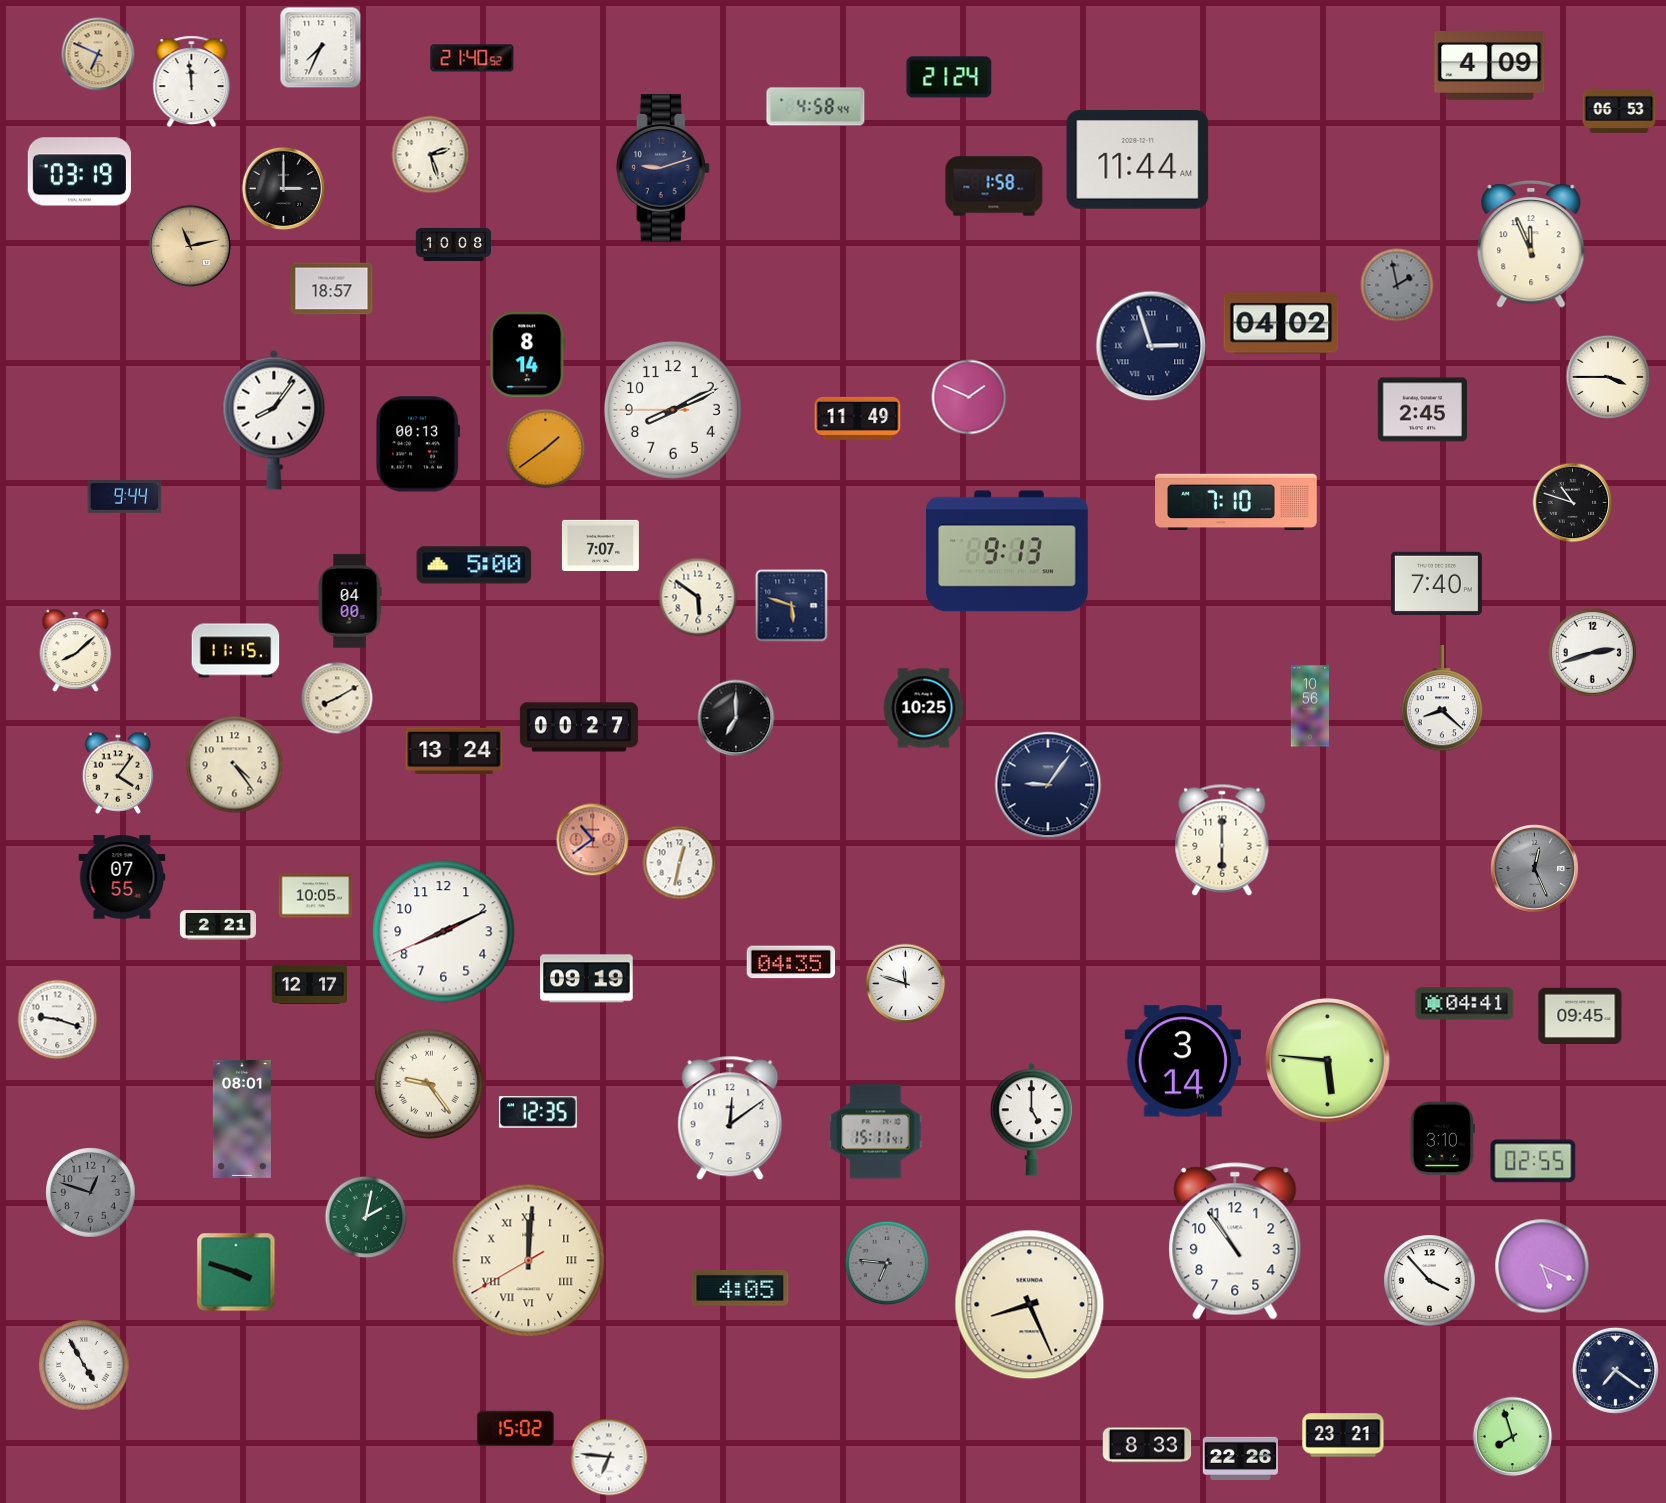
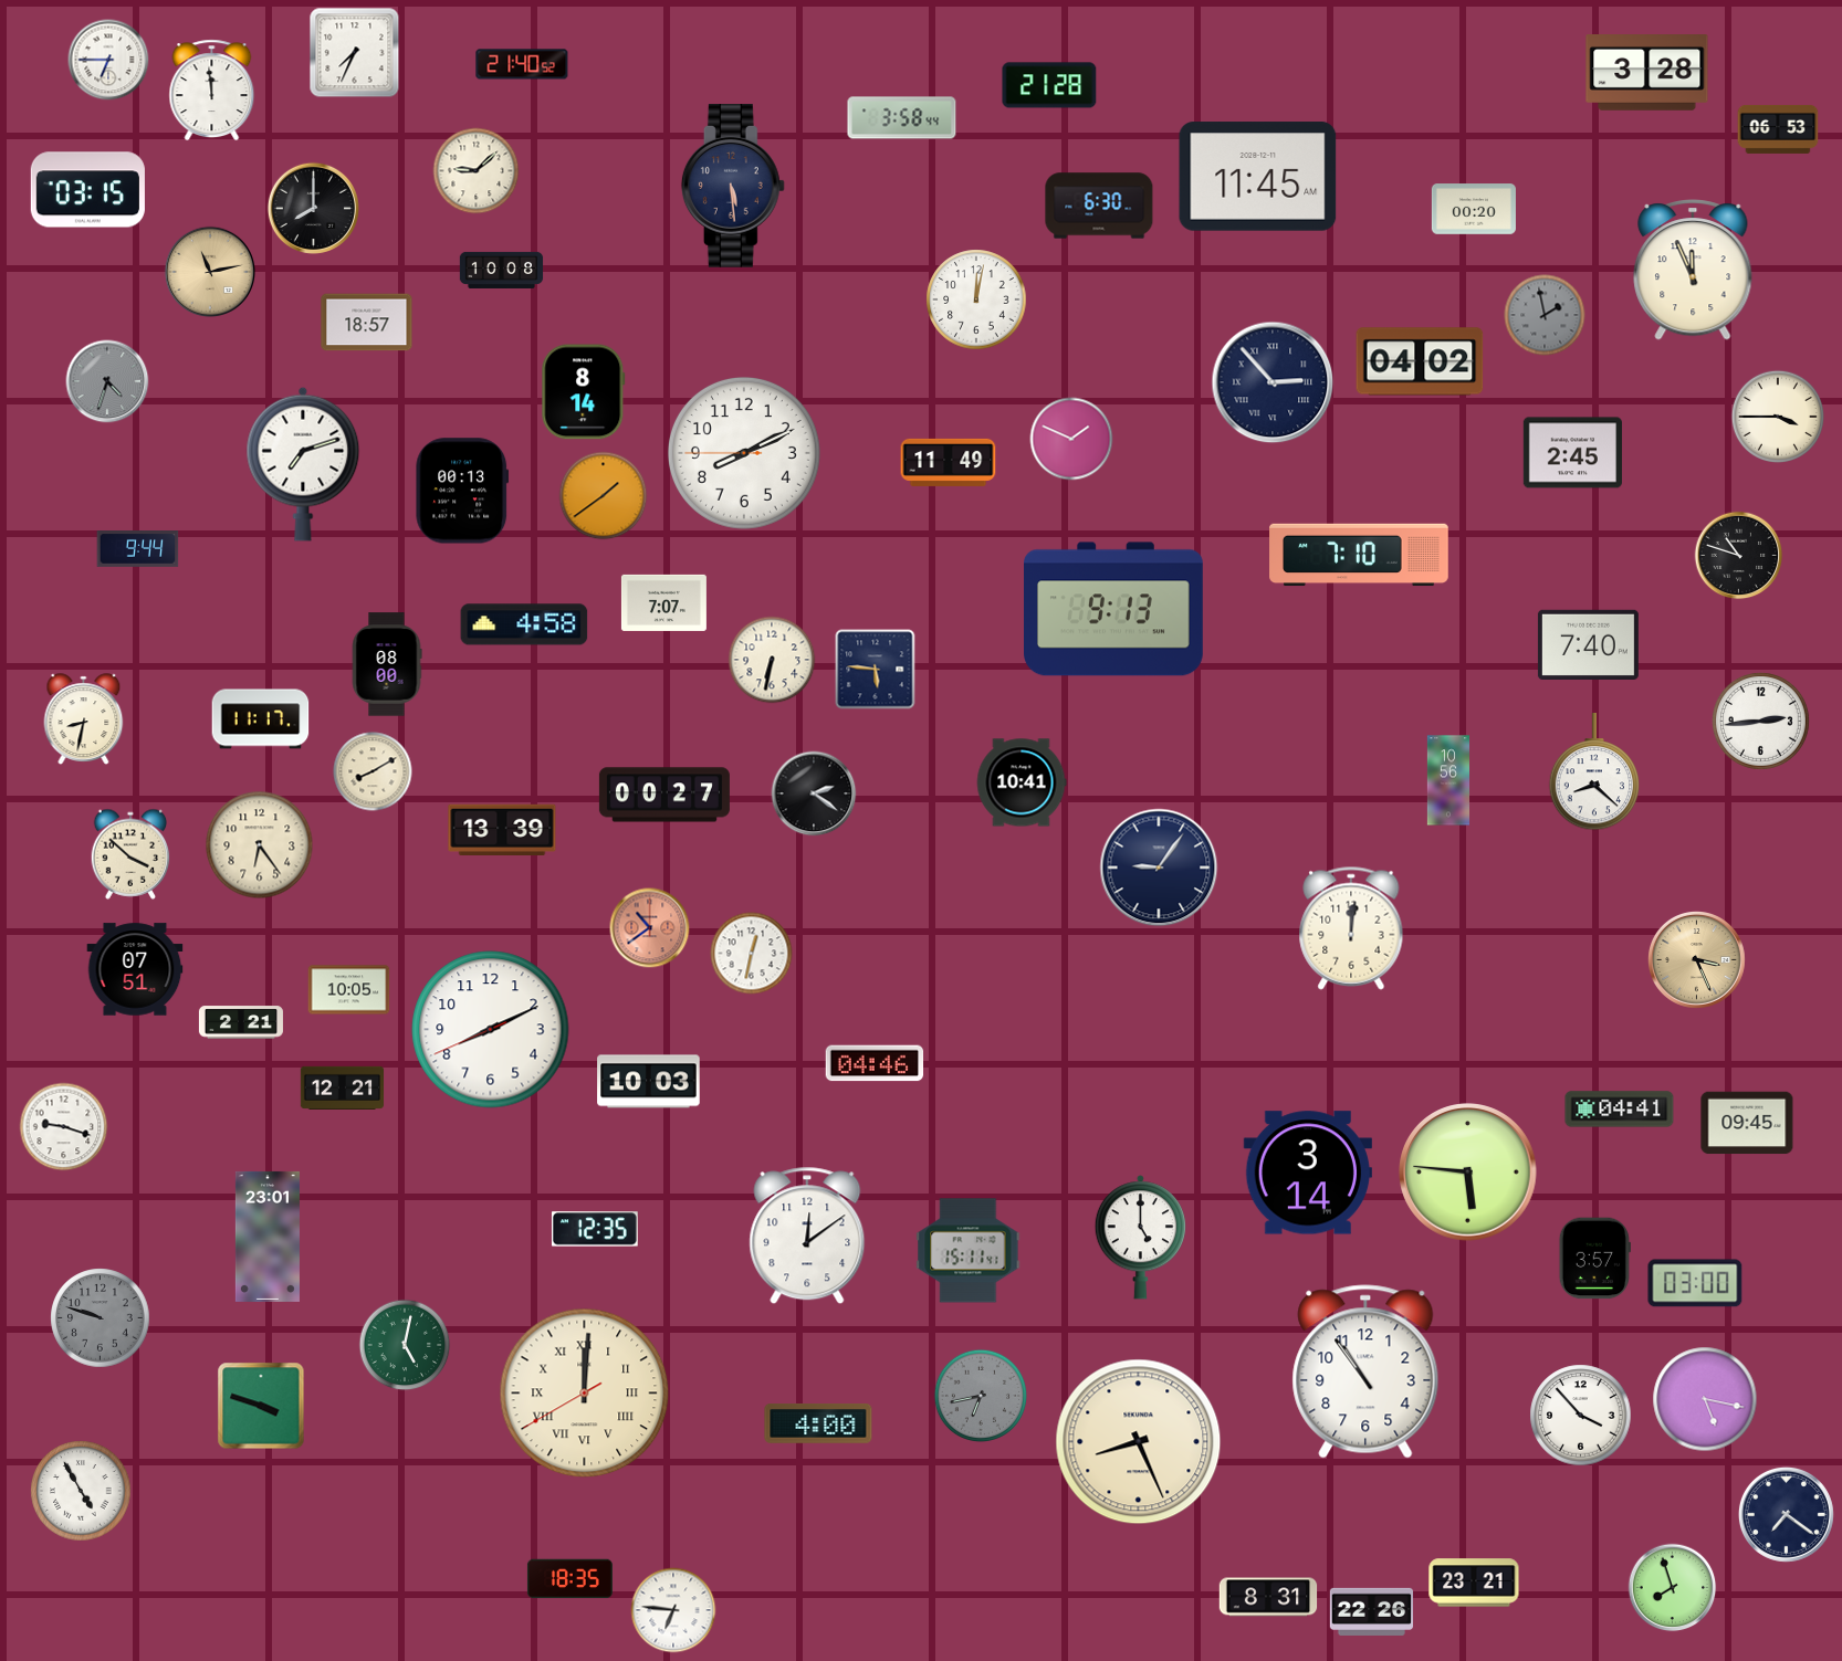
clock at (98, 54): 6:49 -> 6:45
clock at (98, 54) dial: champagne -> white
clock at (1490, 66): 4:09 -> 3:28
clock at (949, 77): 21:24 -> 21:28
clock at (816, 107): 4:58 -> 3:58
clock at (1619, 111) position: (1619, 111) -> (1778, 129)
clock at (431, 155): 2:27 -> 9:08
clock at (1138, 160): 11:44 -> 11:45
clock at (663, 169): 9:12 -> 5:29
clock at (79, 172): 03:19 -> 03:15
clock at (994, 186): 1:58 -> 6:30
clock at (283, 188): 3:00 -> 8:00
clock at (1474, 209): none -> 00:20
clock at (976, 299): none -> 12:02
clock at (332, 289) position: (332, 289) -> (367, 323)
clock at (1281, 323) position: (1281, 323) -> (1420, 361)
clock at (107, 381): none -> 4:33
clock at (1151, 346): 2:57 -> 2:53
clock at (274, 420): 8:06 -> 7:12
clock at (1236, 502) position: (1236, 502) -> (1359, 555)
clock at (474, 565): 5:00 -> 4:58
clock at (698, 597): 5:51 -> 6:32
clock at (350, 601): 04:00 -> 08:00
clock at (792, 606): 5:48 -> 5:46
clock at (76, 651): 8:08 -> 8:32
clock at (236, 651): 11:15 -> 11:17
clock at (1592, 652): 2:42 -> 2:44
clock at (924, 708): 10:25 -> 10:41
clock at (736, 718): 7:00 -> 2:21
clock at (579, 727) position: (579, 727) -> (664, 795)
clock at (454, 750): 13:24 -> 13:39
clock at (235, 765): 4:24 -> 6:24
clock at (118, 773): 4:06 -> 3:52
clock at (593, 840) position: (593, 840) -> (650, 928)
clock at (1222, 840): 6:00 -> 12:01
clock at (1535, 869): 12:26 -> 3:26
clock at (1535, 869) dial: grey -> champagne
clock at (122, 877): 07:55 -> 07:51
clock at (791, 962): 04:35 -> 04:46
clock at (587, 979): 09:19 -> 10:03
clock at (310, 984): 12:17 -> 12:21
clock at (906, 984): 11:48 -> none
clock at (429, 1084): 9:24 -> none
clock at (242, 1119): 08:01 -> 23:01
clock at (1442, 1139): 3:10 -> 3:57
clock at (1533, 1161): 02:55 -> 03:00
clock at (91, 1193): 12:48 -> 9:48
clock at (366, 1217): 2:02 -> 5:02
clock at (887, 1263): 6:46 -> 6:43
clock at (1542, 1266): 5:19 -> 5:17
clock at (740, 1289): 4:05 -> 4:00
clock at (84, 1365) position: (84, 1365) -> (81, 1491)
clock at (515, 1429): 15:02 -> 18:35
clock at (1343, 1435) position: (1343, 1435) -> (1474, 1583)
clock at (1147, 1445): 8:33 -> 8:31
